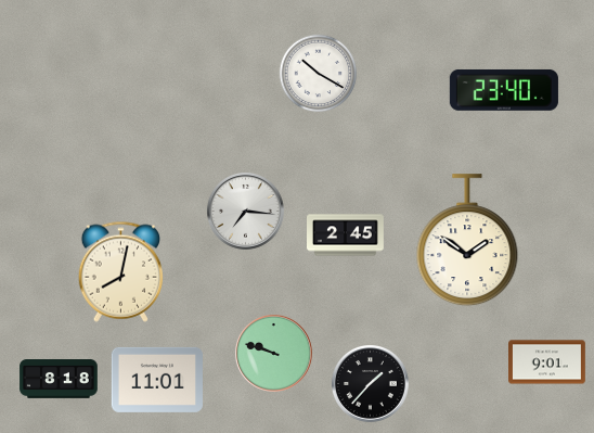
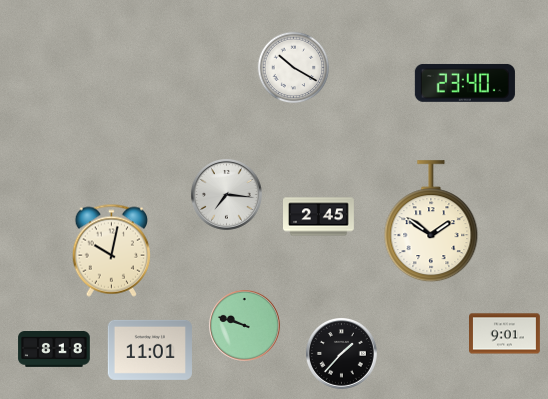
clock at (120, 271): 8:02 -> 10:02
clock at (274, 354) position: (274, 354) -> (245, 326)
clock at (157, 380) position: (157, 380) -> (150, 350)
